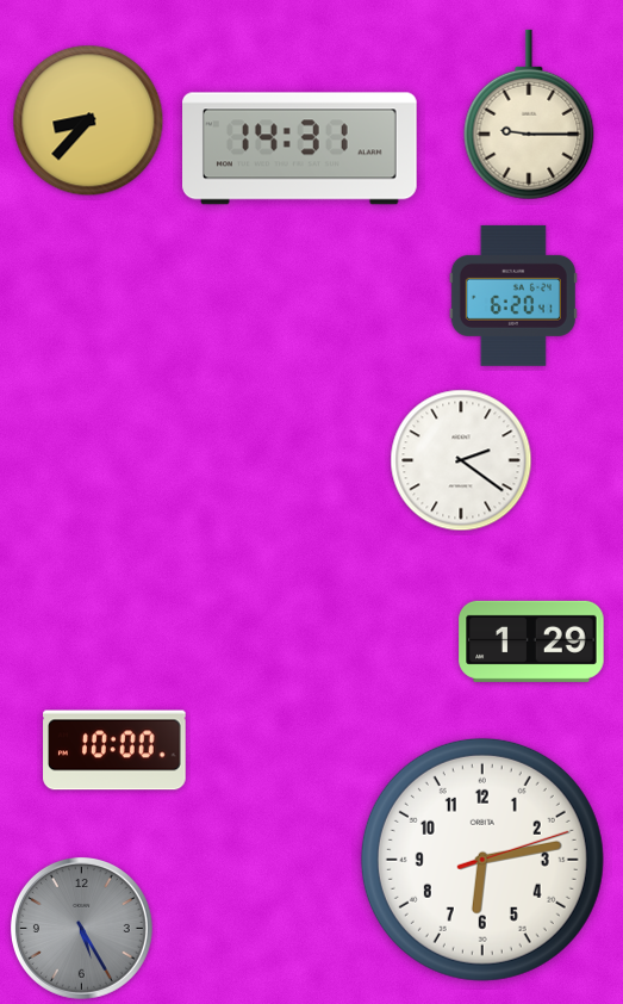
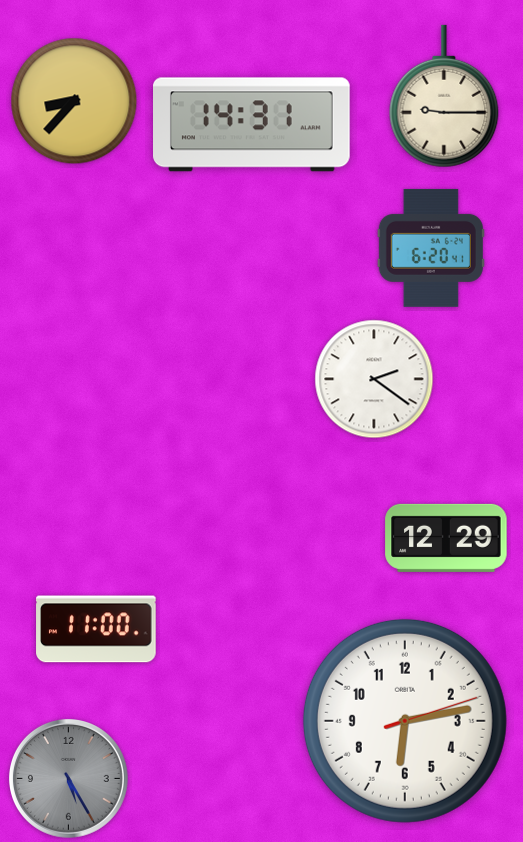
clock at (461, 460) position: (461, 460) -> (374, 379)
clock at (531, 642): 1:29 -> 12:29
clock at (114, 750): 10:00 -> 11:00
